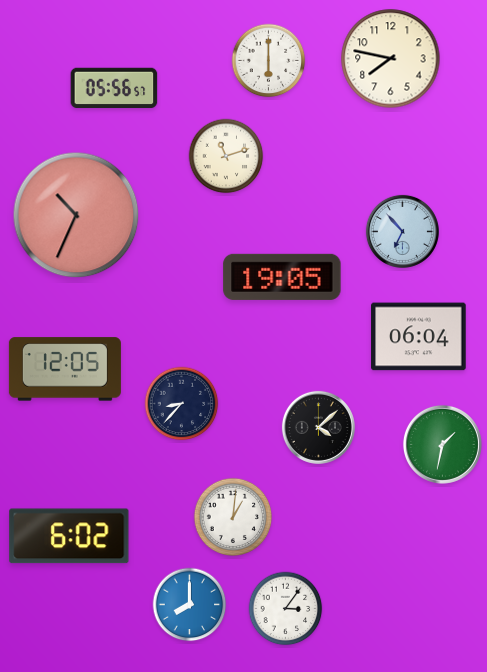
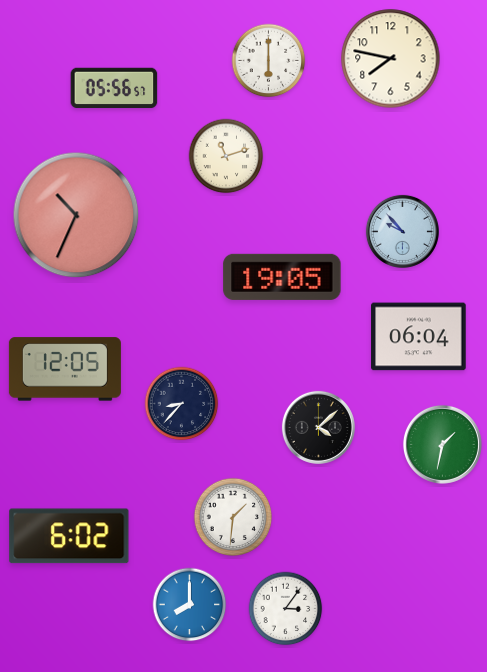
clock at (402, 231): 6:53 -> 9:53
clock at (233, 517): 1:01 -> 1:31
